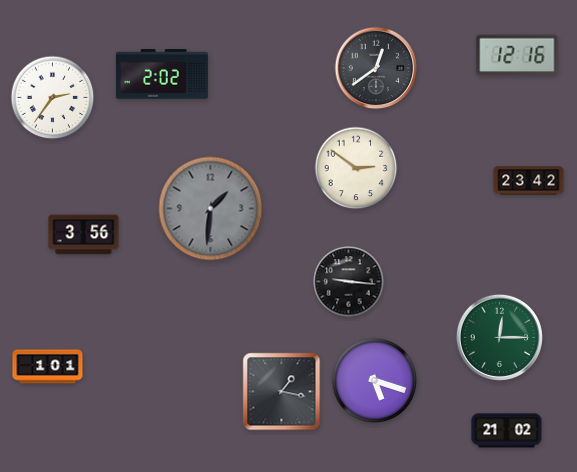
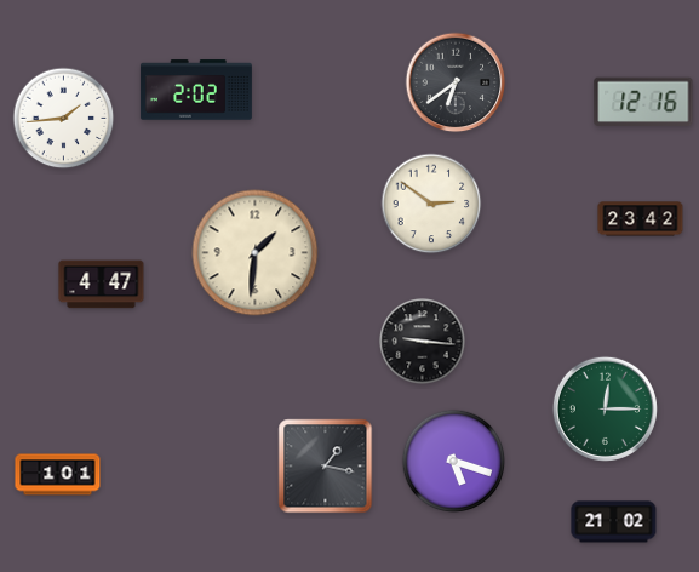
clock at (517, 55) position: (517, 55) -> (643, 102)
clock at (376, 68): 12:39 -> 6:39
clock at (53, 98): 2:36 -> 1:44
clock at (211, 209) dial: grey -> cream
clock at (84, 235): 3:56 -> 4:47
clock at (48, 367) position: (48, 367) -> (58, 475)
clock at (282, 392) position: (282, 392) -> (326, 467)
